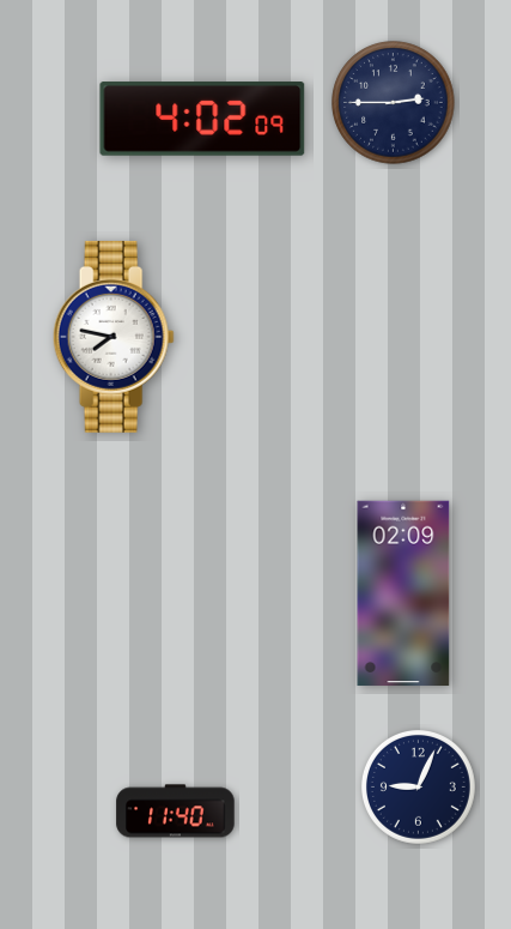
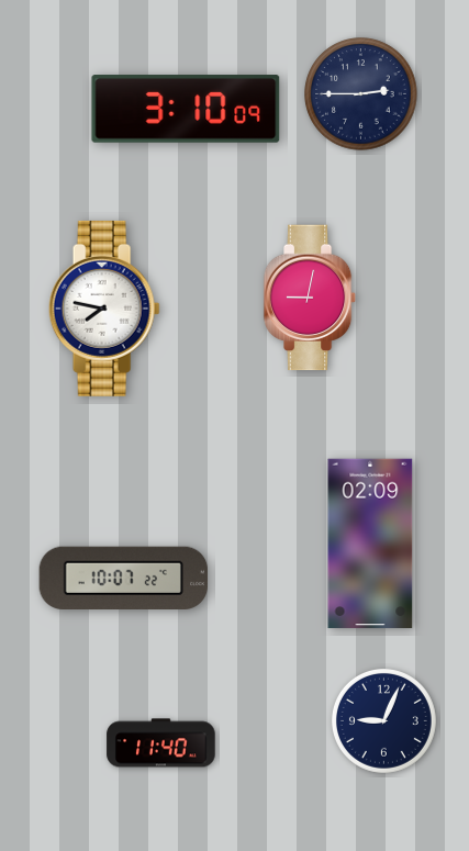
clock at (202, 119): 4:02 -> 3:10
clock at (310, 298): none -> 9:02
clock at (124, 578): none -> 10:07
